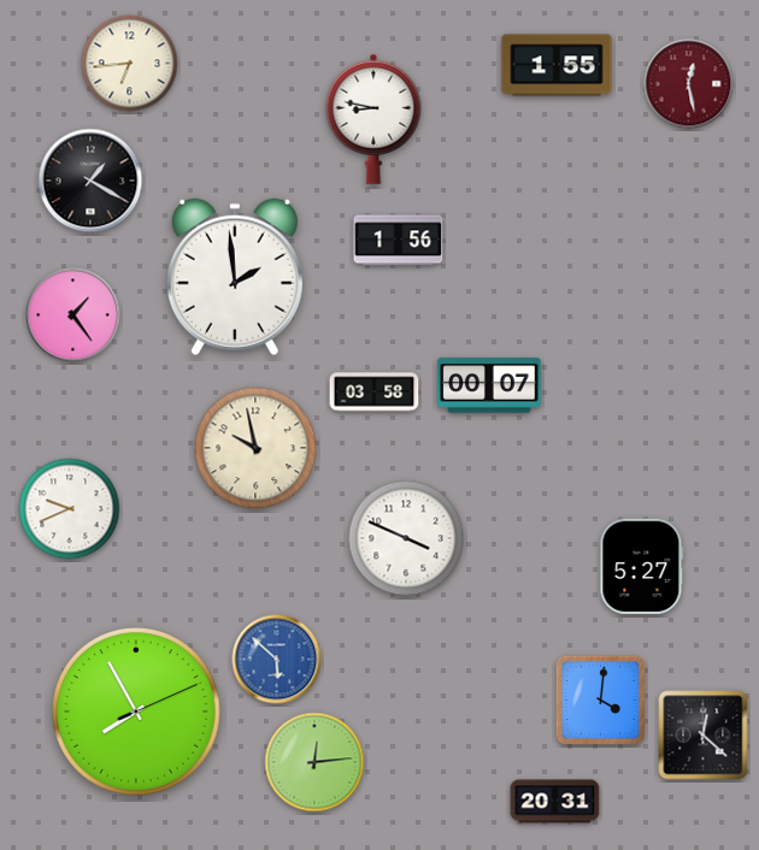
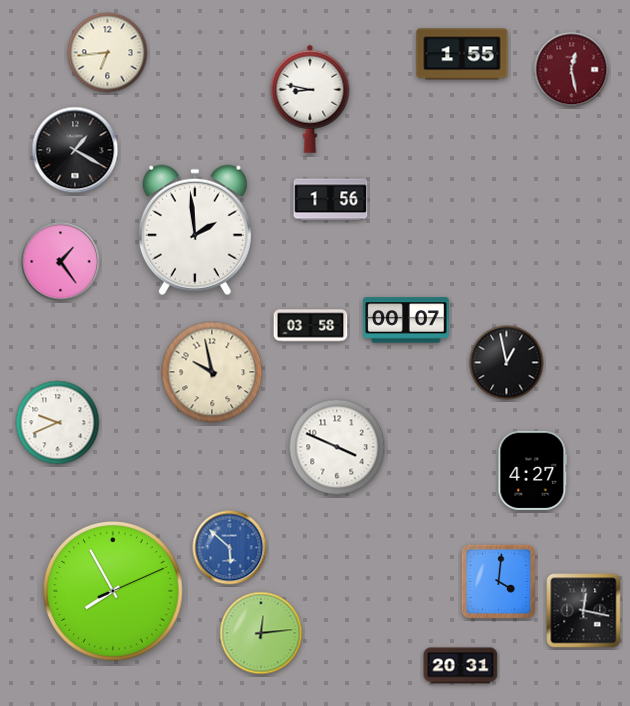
clock at (507, 363): none -> 12:58
clock at (642, 566): 5:27 -> 4:27
clock at (704, 736): 12:22 -> 12:17
